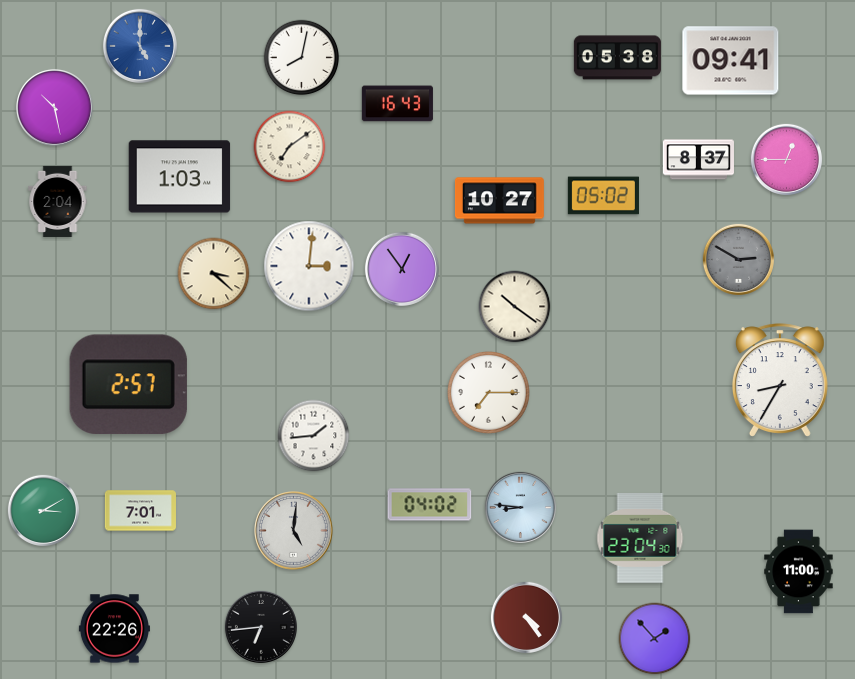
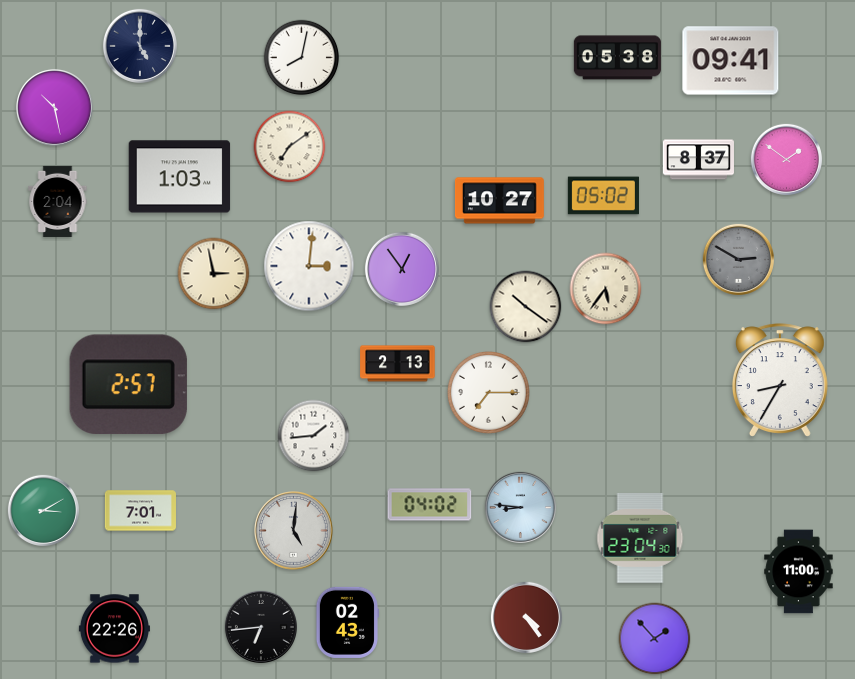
clock at (140, 46) dial: blue -> navy
clock at (397, 104): 16:43 -> none
clock at (786, 159): 12:45 -> 1:51
clock at (214, 274): 3:22 -> 2:58
clock at (606, 289): none -> 5:36
clock at (515, 307) position: (515, 307) -> (526, 307)
clock at (398, 364): none -> 2:13
clock at (346, 622): none -> 02:43
